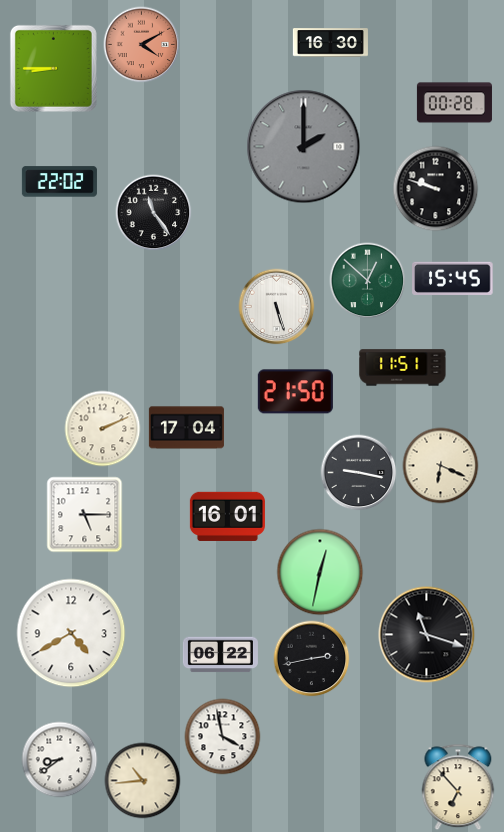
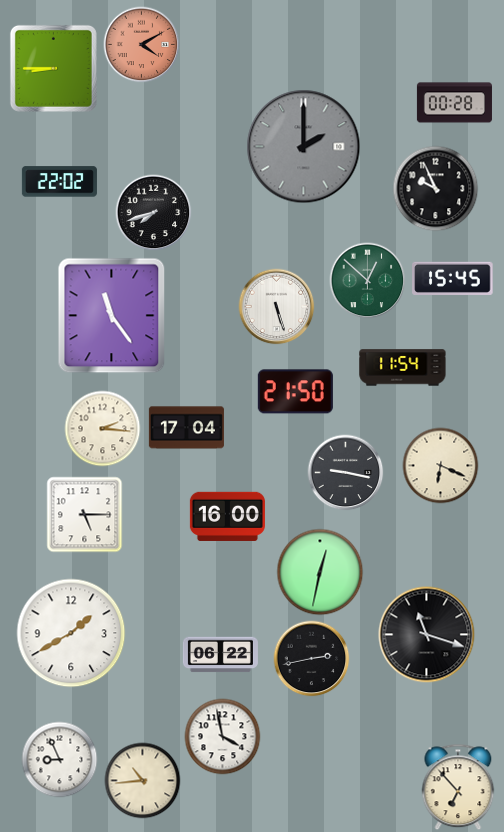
clock at (330, 43): 16:30 -> none
clock at (436, 189): 9:48 -> 9:56
clock at (154, 213): 11:24 -> 7:42
clock at (112, 316): none -> 11:24
clock at (403, 368): 11:51 -> 11:54
clock at (103, 429): 2:11 -> 2:16
clock at (359, 473) position: (359, 473) -> (346, 473)
clock at (227, 516): 16:01 -> 16:00
clock at (71, 633): 4:40 -> 1:40
clock at (60, 760): 8:39 -> 8:56
